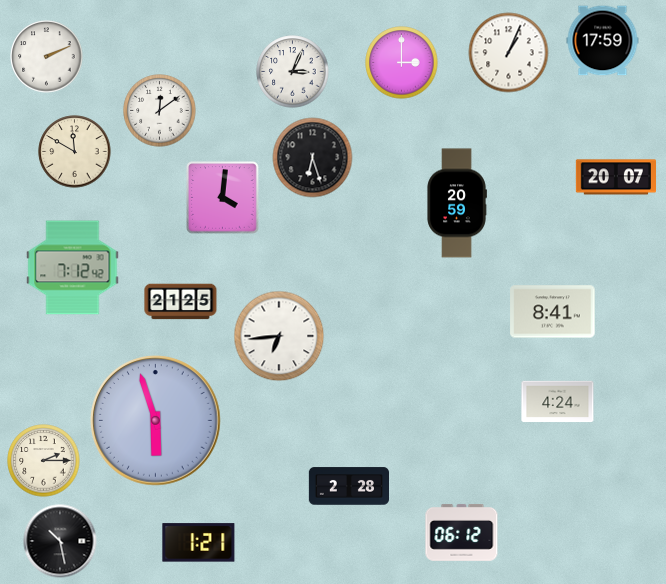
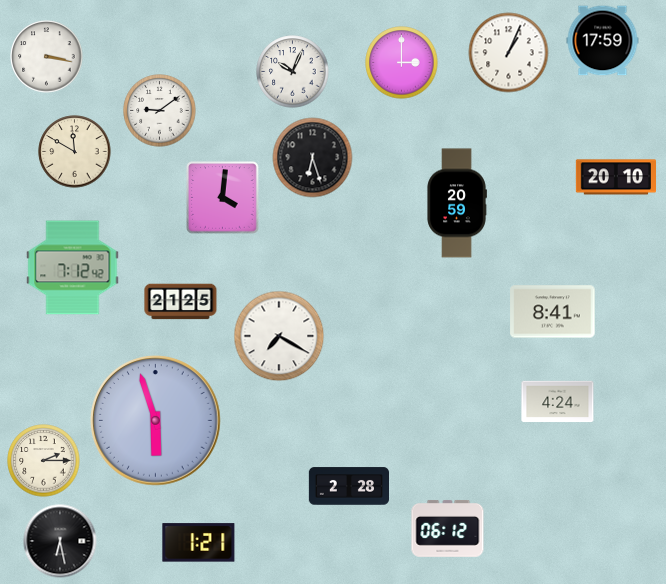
clock at (47, 57): 2:11 -> 3:17
clock at (293, 72): 3:04 -> 10:04
clock at (160, 111): 12:09 -> 9:09
clock at (615, 177): 20:07 -> 20:10
clock at (279, 336): 6:44 -> 7:20
clock at (462, 532) position: (462, 532) -> (448, 528)
clock at (60, 541): 10:28 -> 6:28
